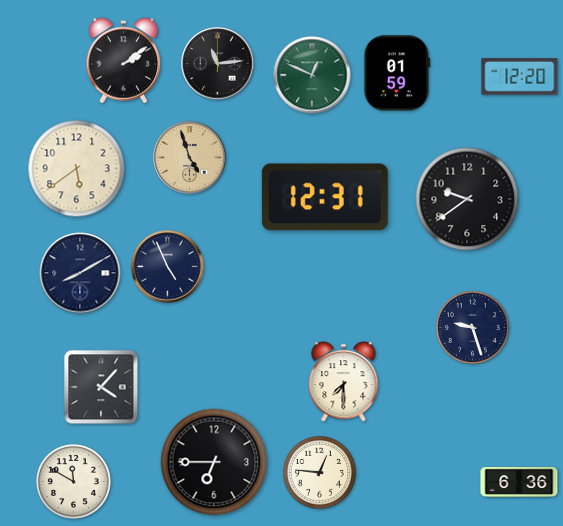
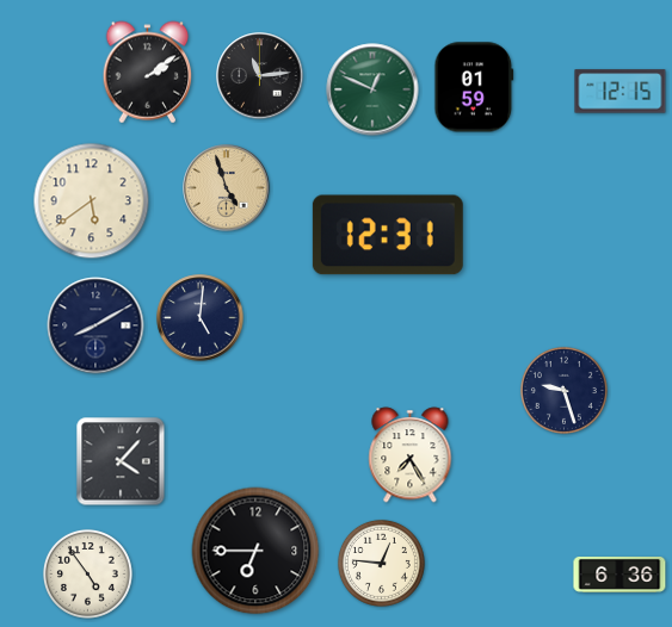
clock at (520, 77): 12:20 -> 12:15
clock at (467, 199): 9:39 -> none
clock at (168, 267): 4:56 -> 5:01
clock at (344, 382): 7:30 -> 7:25
clock at (74, 481): 11:50 -> 4:54
